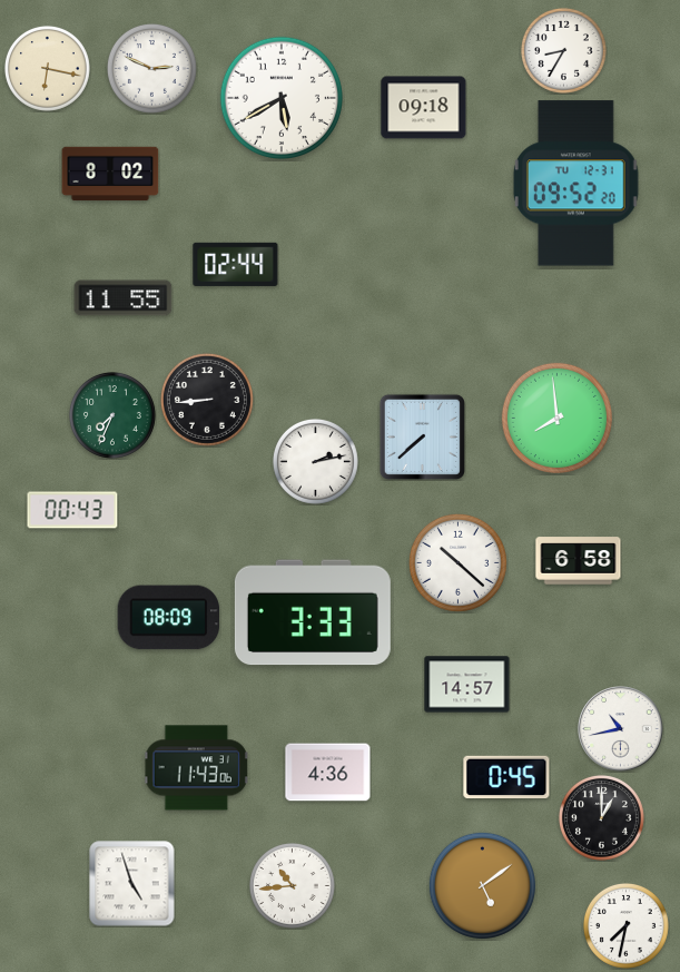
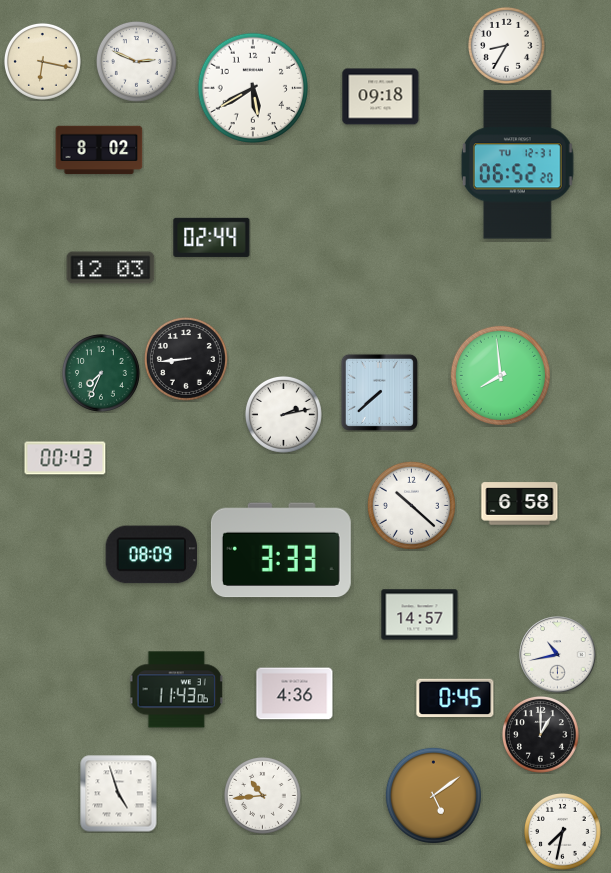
clock at (110, 174) position: (110, 174) -> (99, 150)
clock at (575, 184): 09:52 -> 06:52
clock at (124, 298): 11:55 -> 12:03
